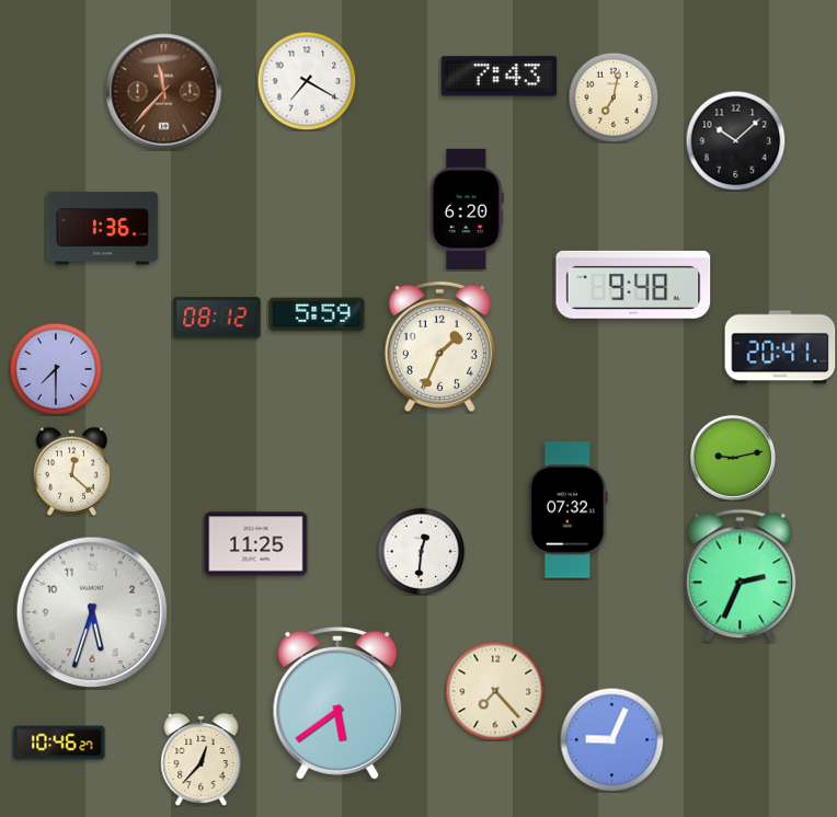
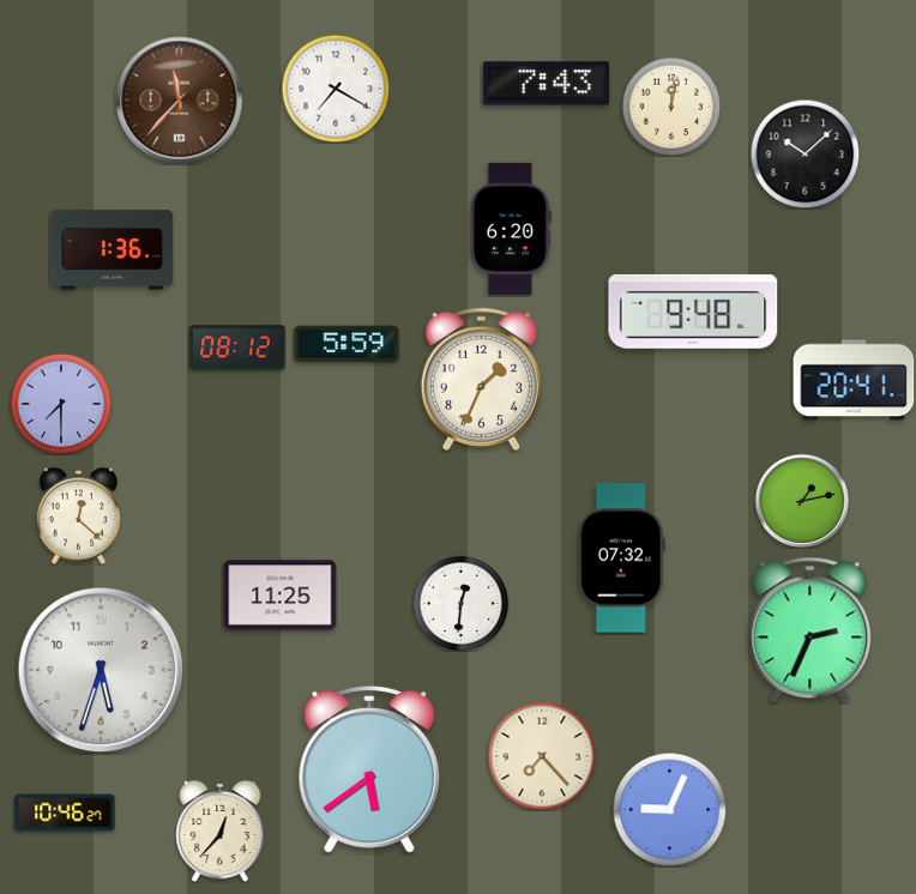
clock at (614, 97): 7:02 -> 12:02
clock at (733, 458): 9:13 -> 1:13
